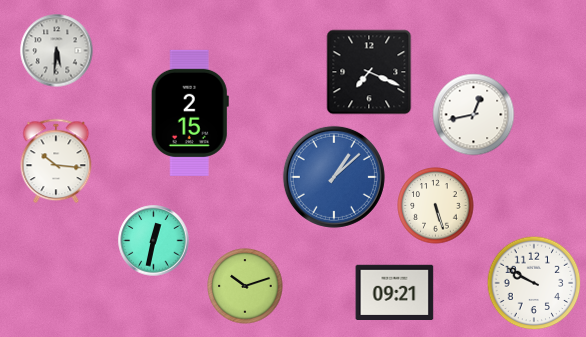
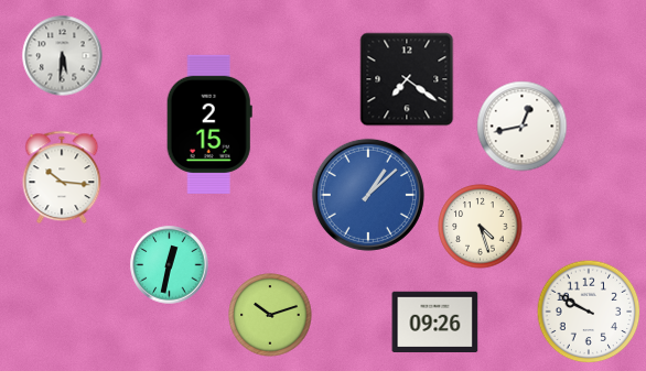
clock at (369, 72): 7:19 -> 7:21
clock at (436, 206): 5:27 -> 4:27
clock at (395, 293): 09:21 -> 09:26
